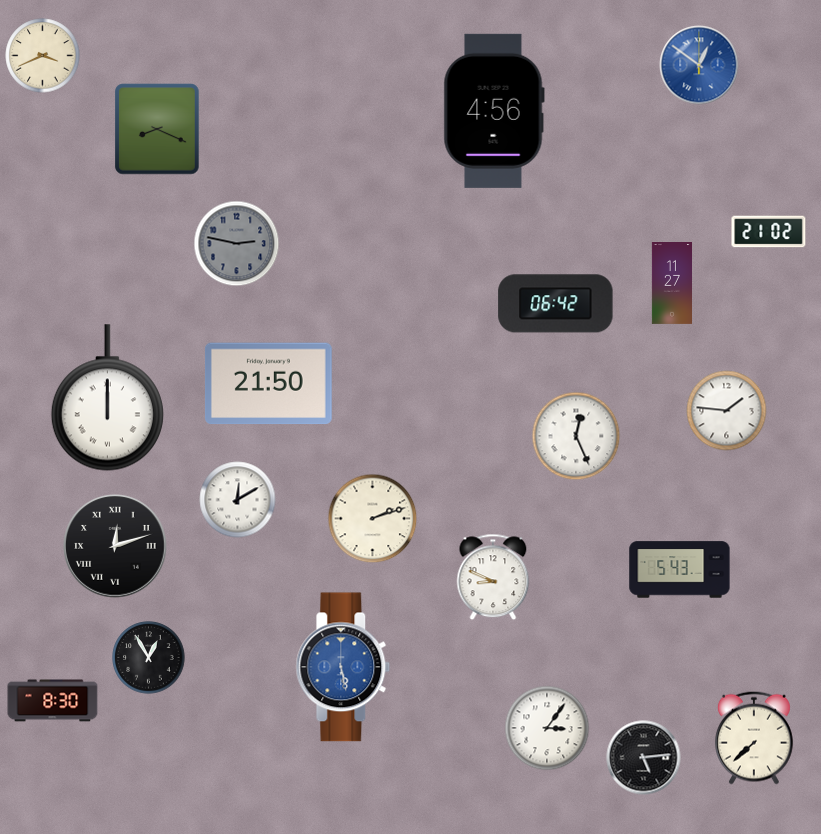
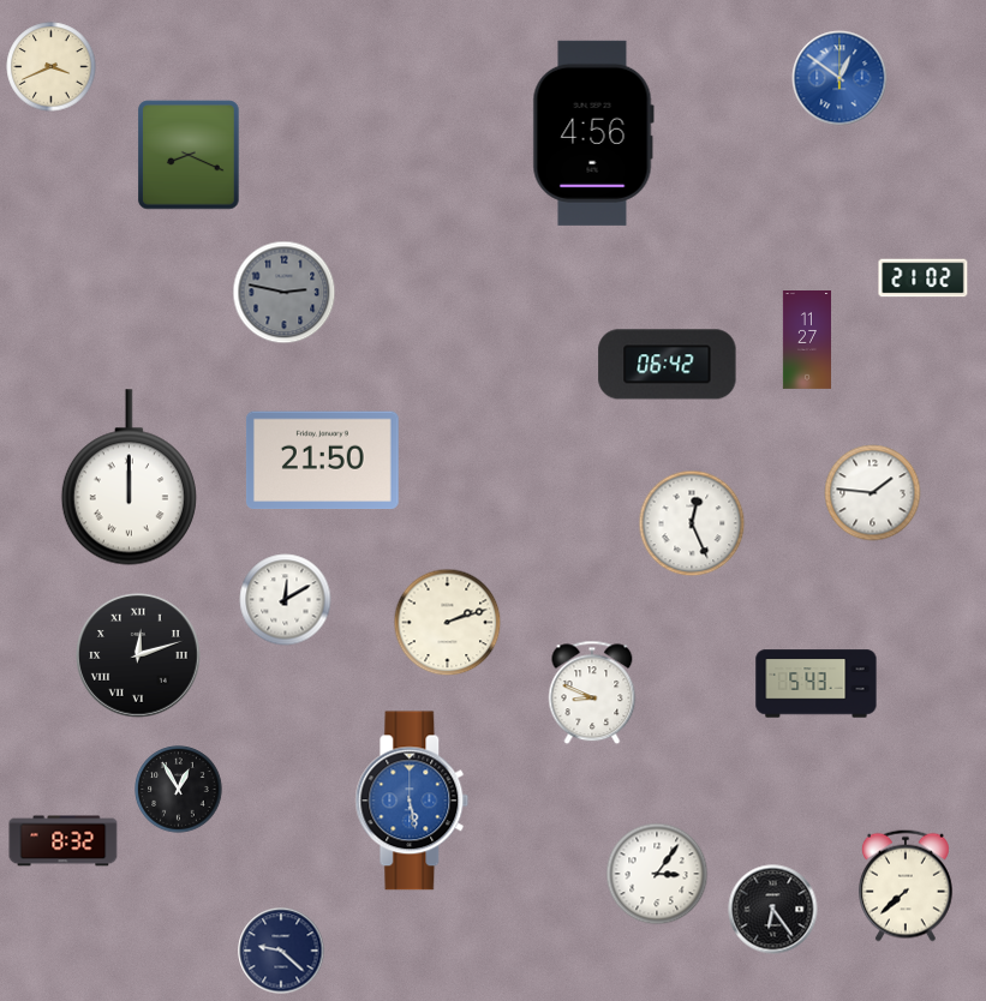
clock at (53, 701): 8:30 -> 8:32
clock at (644, 758): 5:14 -> 6:24
clock at (281, 951): none -> 9:22
